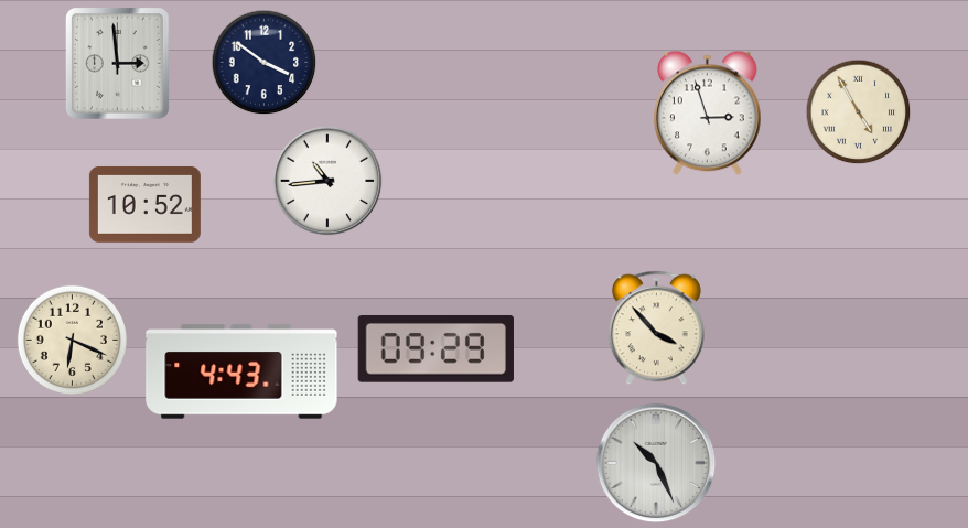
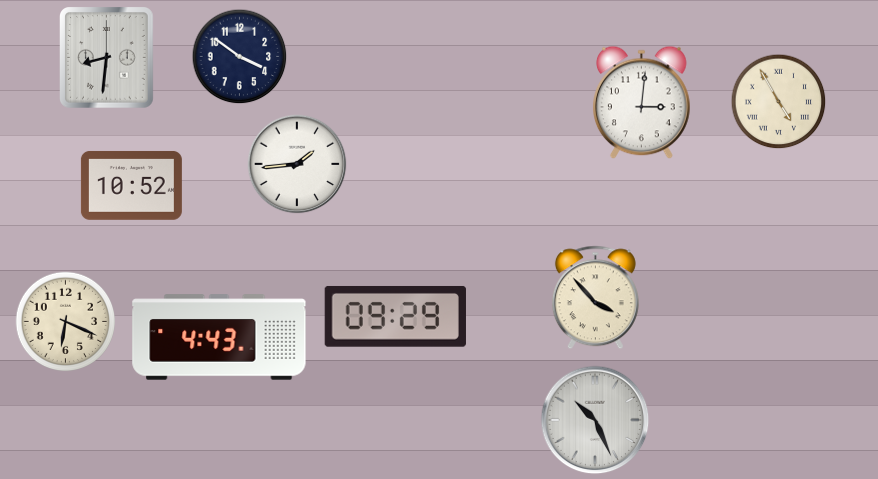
clock at (118, 64): 2:59 -> 8:31
clock at (708, 114): 2:57 -> 3:01
clock at (327, 181): 10:44 -> 1:44
clock at (73, 341) position: (73, 341) -> (66, 322)
